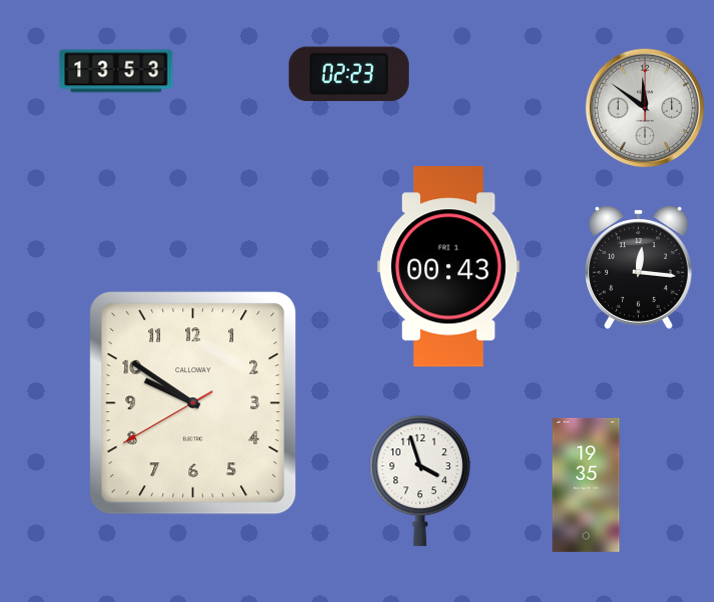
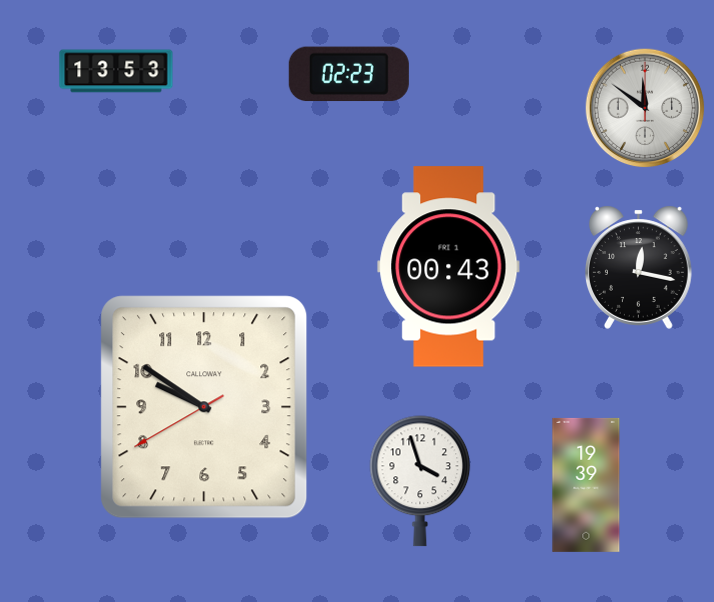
clock at (638, 267): 12:16 -> 12:17
clock at (193, 403) position: (193, 403) -> (204, 407)
clock at (586, 485): 19:35 -> 19:39
